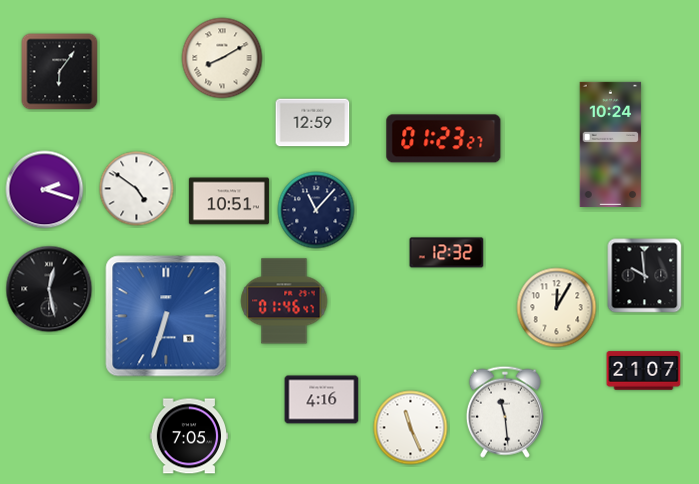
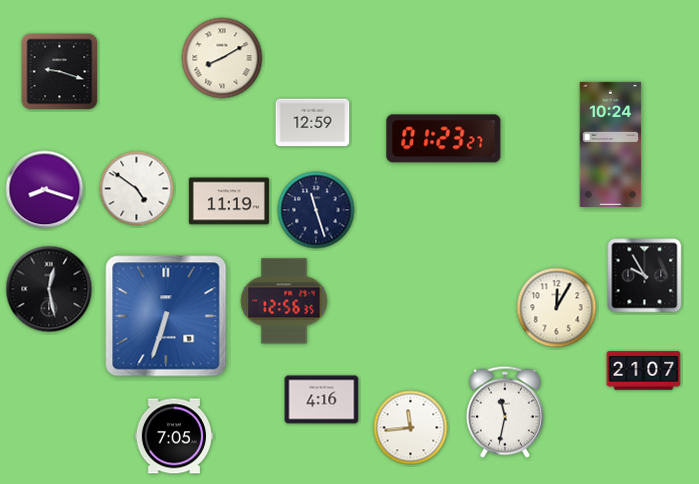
clock at (60, 72): 6:06 -> 9:18
clock at (45, 190): 2:18 -> 8:18
clock at (229, 201): 10:51 -> 11:19
clock at (316, 210): 11:07 -> 11:27
clock at (447, 253): 12:32 -> none
clock at (645, 276): 9:59 -> 9:55
clock at (284, 301): 01:46 -> 12:56
clock at (505, 412): 11:29 -> 11:32
clock at (411, 428): 11:26 -> 11:44
clock at (188, 436) position: (188, 436) -> (173, 436)
